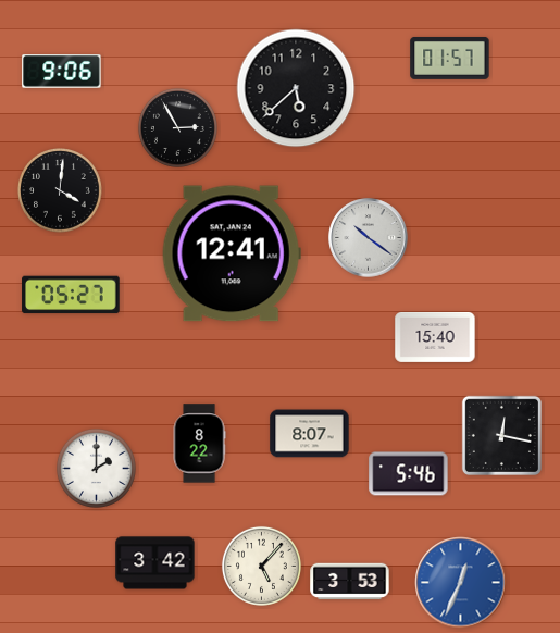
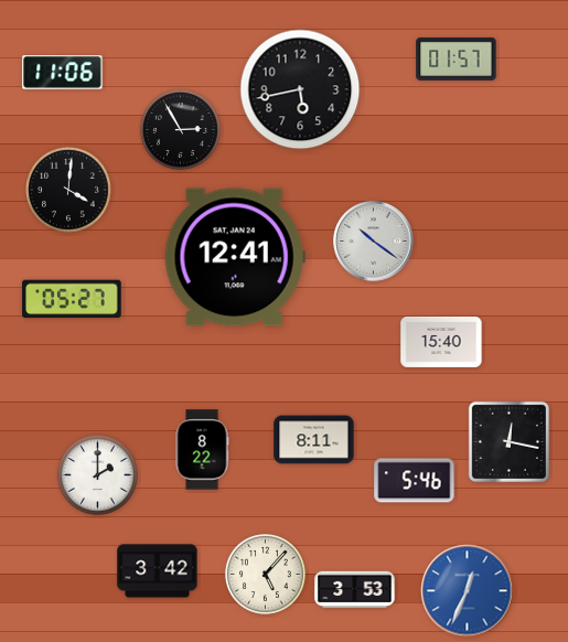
clock at (62, 72): 9:06 -> 11:06
clock at (296, 88): 5:38 -> 5:43
clock at (61, 191) position: (61, 191) -> (69, 191)
clock at (310, 434): 8:07 -> 8:11
